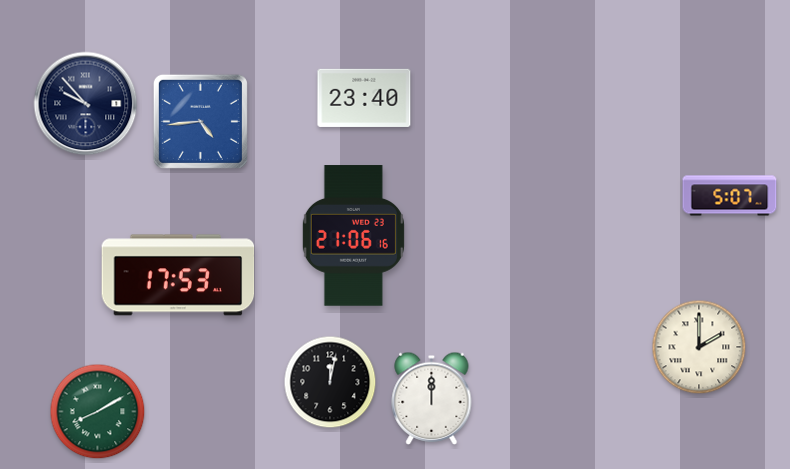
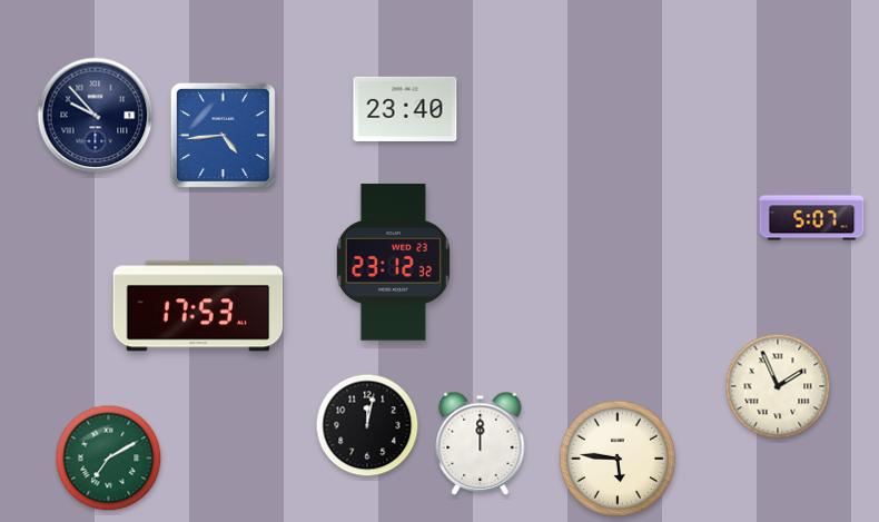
clock at (353, 236): 21:06 -> 23:12
clock at (699, 347): 2:00 -> 1:56
clock at (98, 412): 8:10 -> 7:10
clock at (618, 459): none -> 5:46
